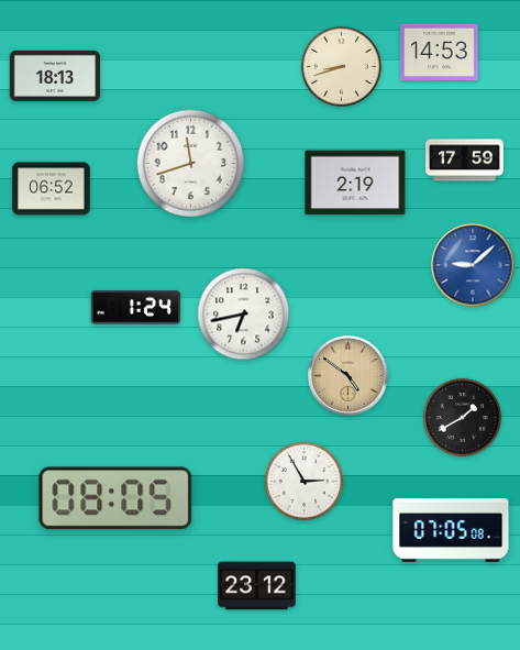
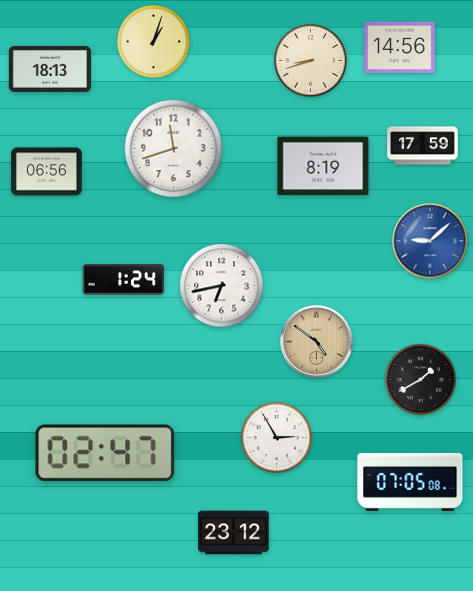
clock at (153, 41): none -> 1:03
clock at (440, 52): 14:53 -> 14:56
clock at (355, 183): 2:19 -> 8:19
clock at (52, 189): 06:52 -> 06:56
clock at (115, 498): 08:05 -> 02:47
